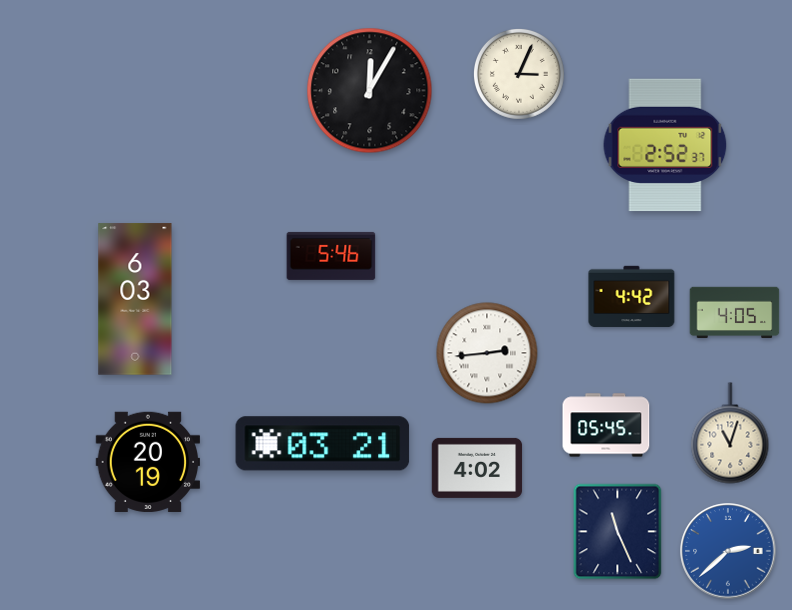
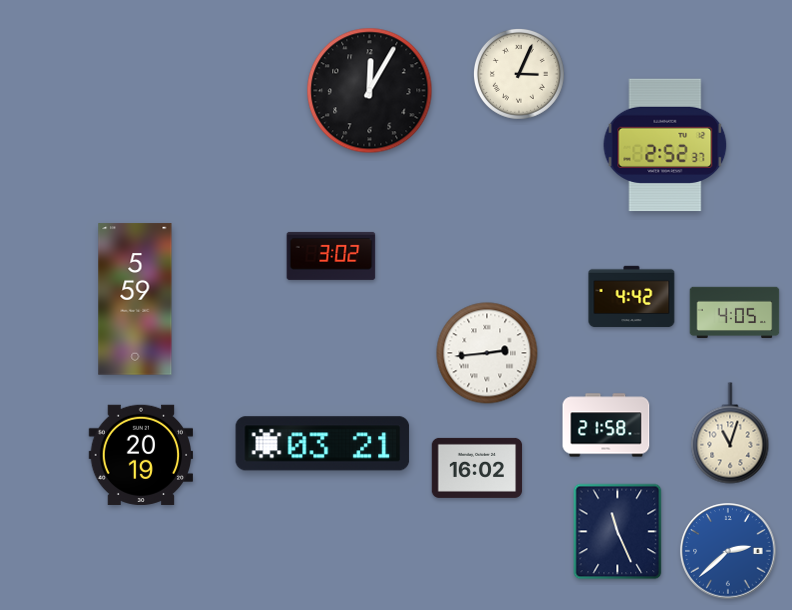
clock at (331, 256): 5:46 -> 3:02
clock at (135, 299): 6:03 -> 5:59
clock at (606, 425): 05:45 -> 21:58
clock at (148, 461) position: (148, 461) -> (141, 454)
clock at (477, 468): 4:02 -> 16:02
